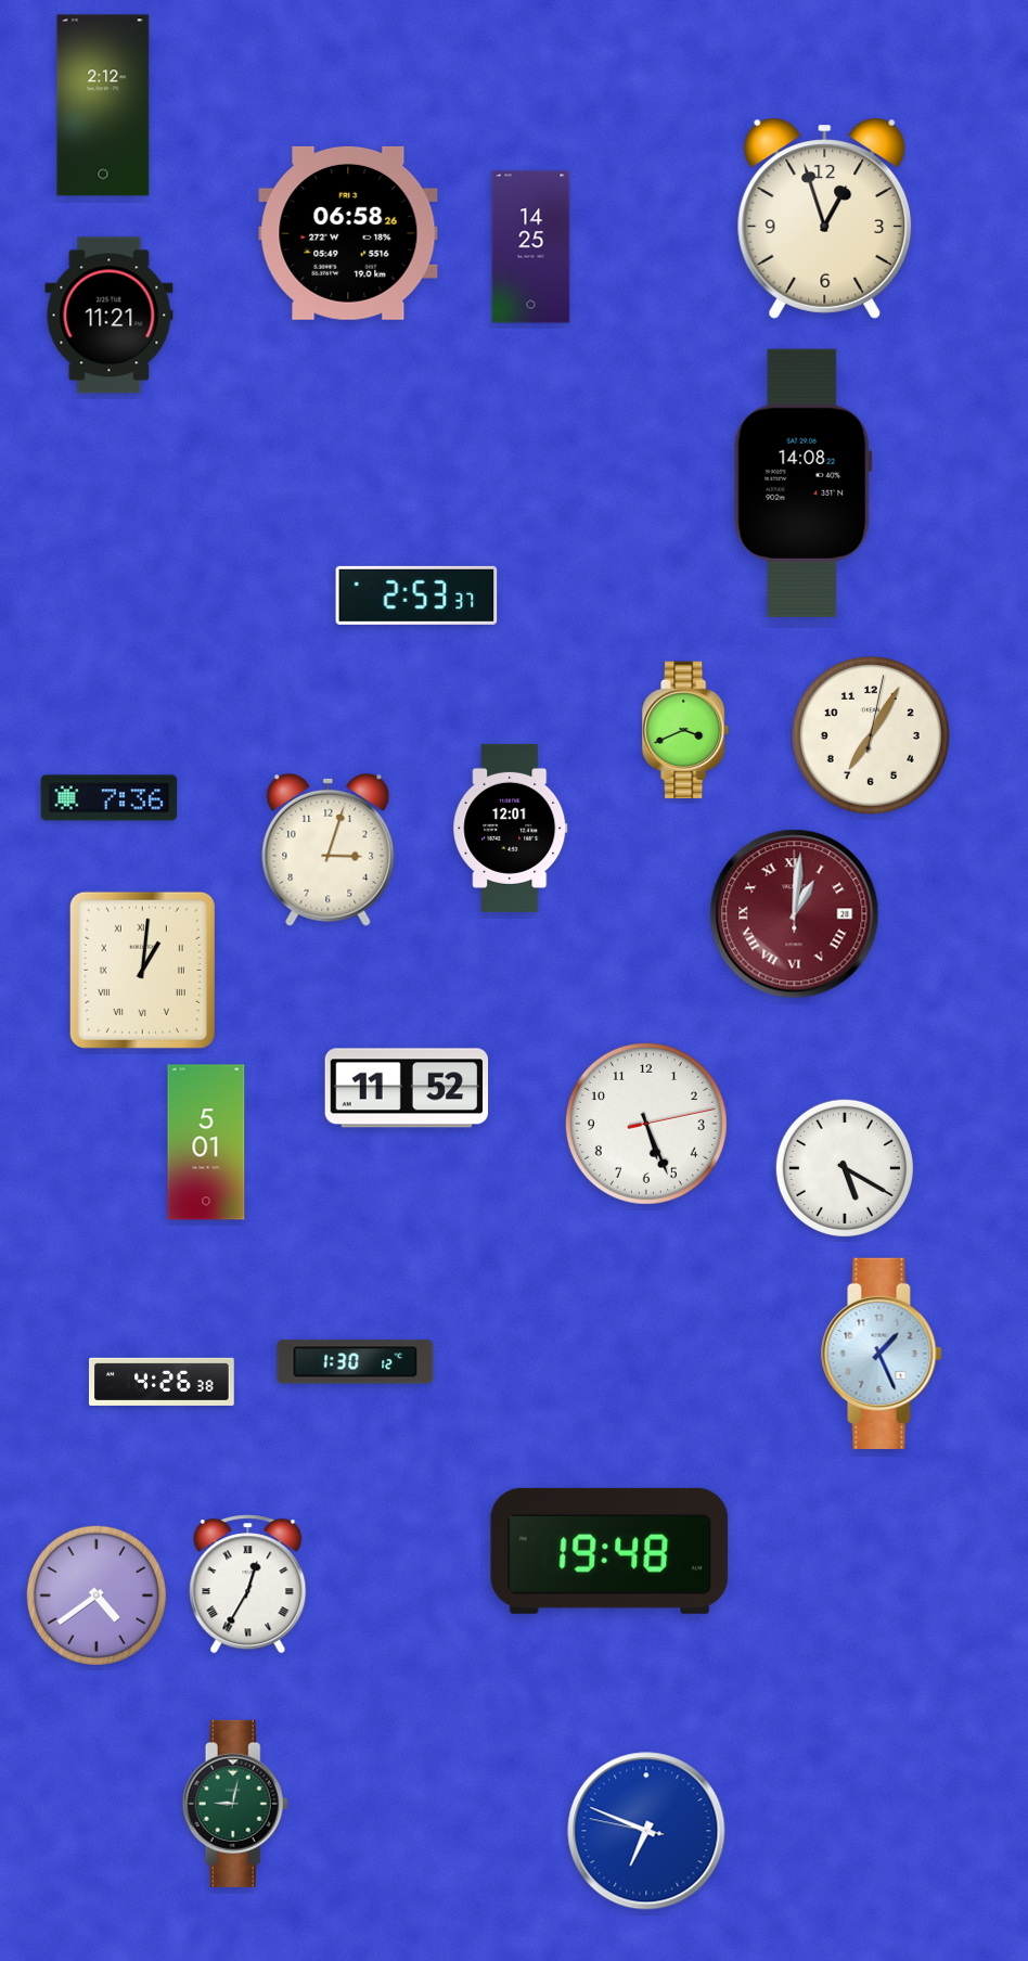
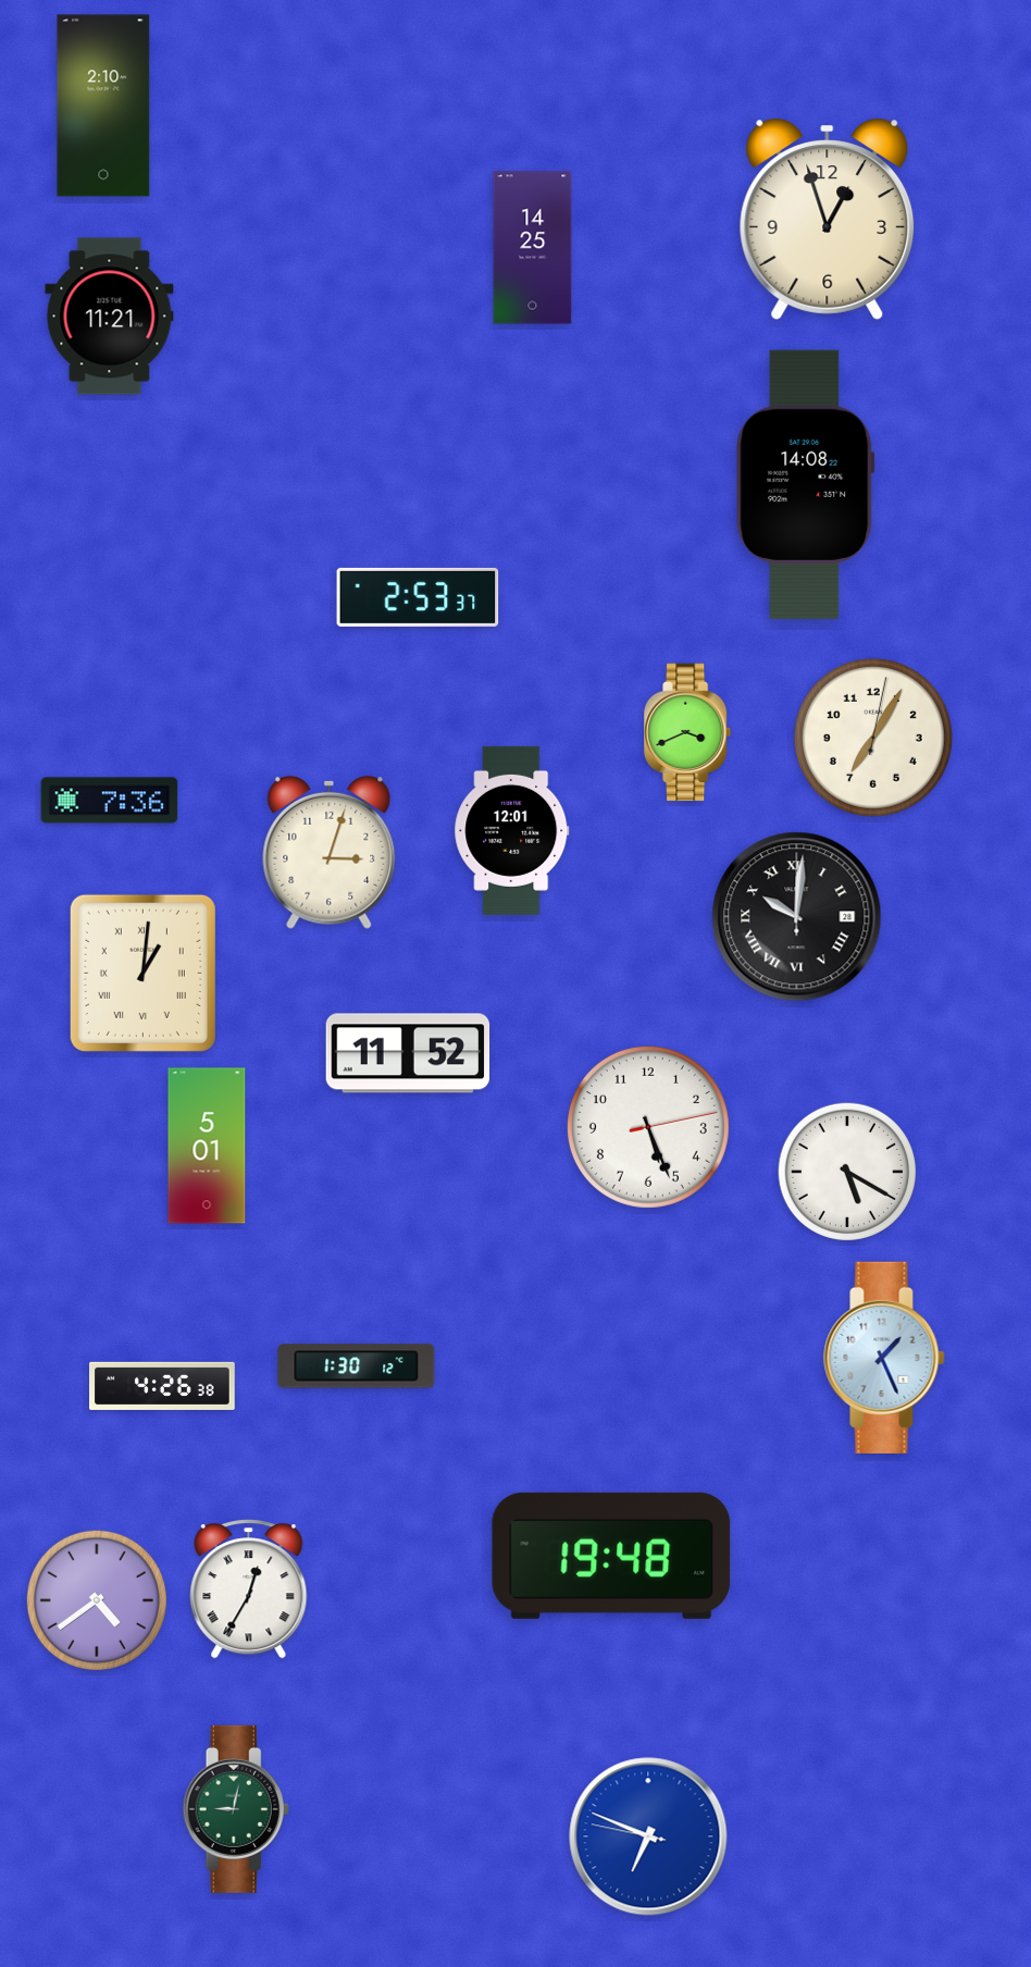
clock at (103, 105): 2:12 -> 2:10
clock at (348, 233): 06:58 -> none
clock at (795, 914): 1:01 -> 10:01
clock at (795, 914) dial: burgundy -> black
clock at (407, 1088) position: (407, 1088) -> (408, 1053)
